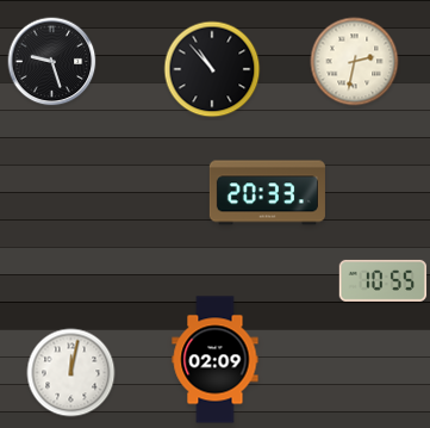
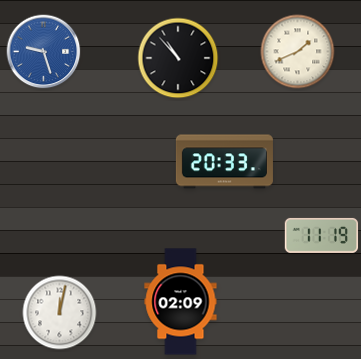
clock at (52, 62) dial: black -> blue
clock at (355, 62): 2:32 -> 1:41
clock at (384, 280): 10:55 -> 11:19
